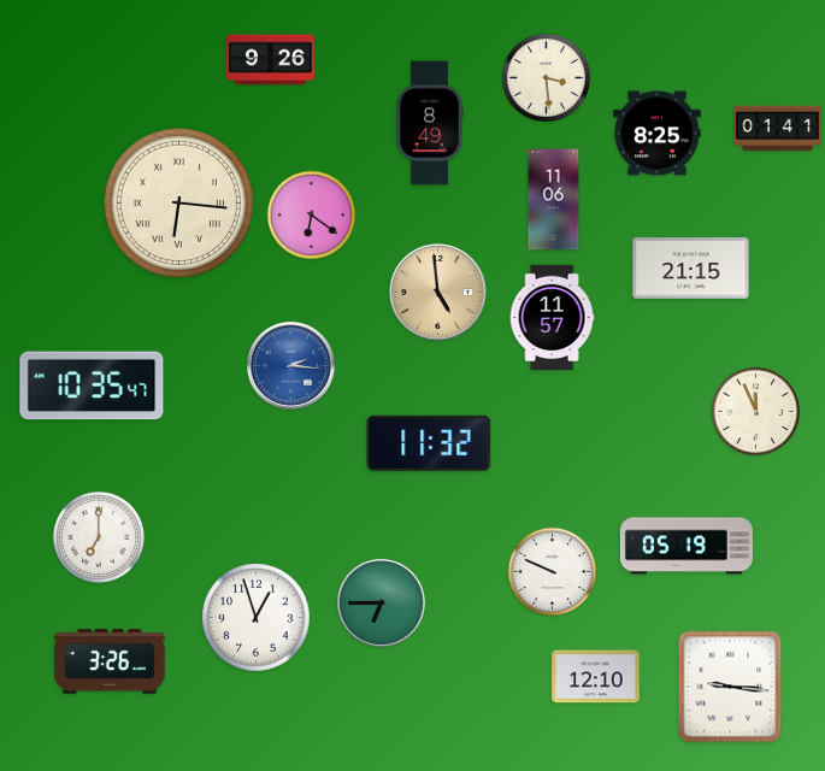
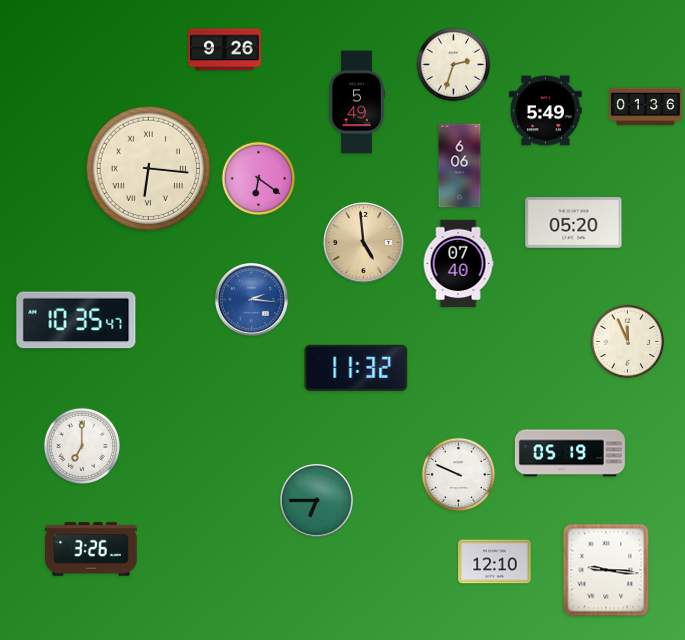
clock at (547, 78): 3:29 -> 2:33
clock at (430, 123): 8:49 -> 5:49
clock at (778, 129): 01:41 -> 01:36
clock at (658, 134): 8:25 -> 5:49
clock at (554, 200): 11:06 -> 6:06
clock at (691, 269): 21:15 -> 05:20
clock at (552, 318): 11:57 -> 07:40
clock at (291, 366) position: (291, 366) -> (252, 300)
clock at (257, 618): 12:57 -> none
